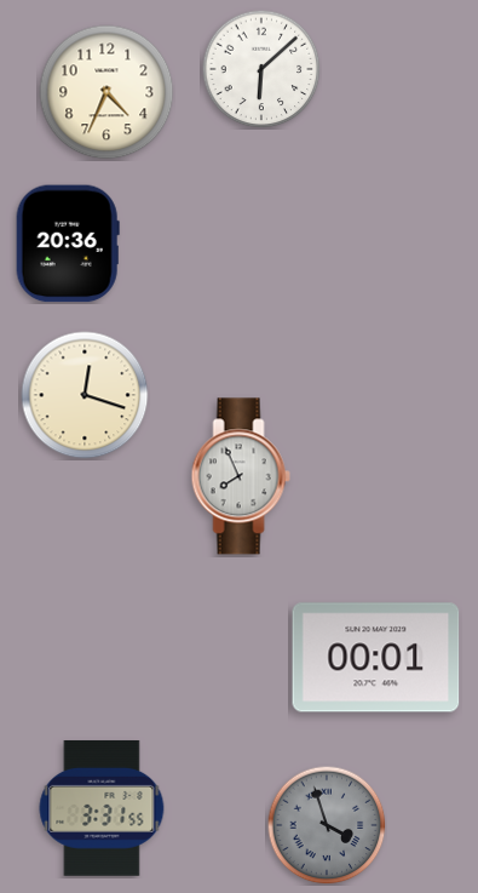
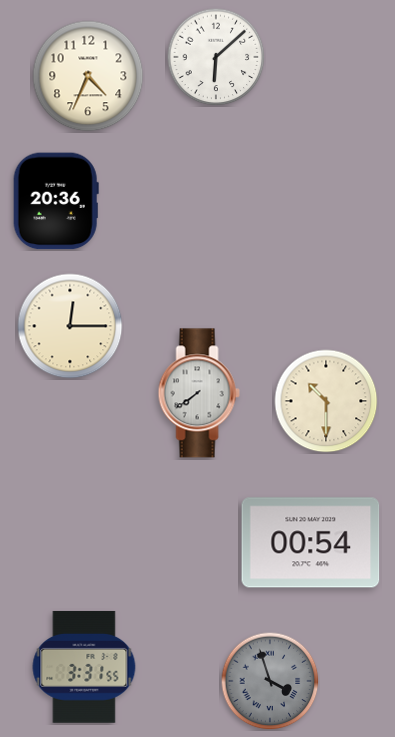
clock at (85, 395): 12:18 -> 12:15
clock at (241, 476): 7:56 -> 7:39
clock at (326, 401): none -> 10:30
clock at (376, 658): 00:01 -> 00:54
